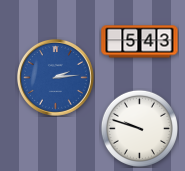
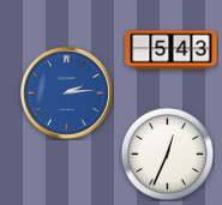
clock at (140, 42) position: (140, 42) -> (172, 50)
clock at (139, 128): 9:48 -> 12:34
